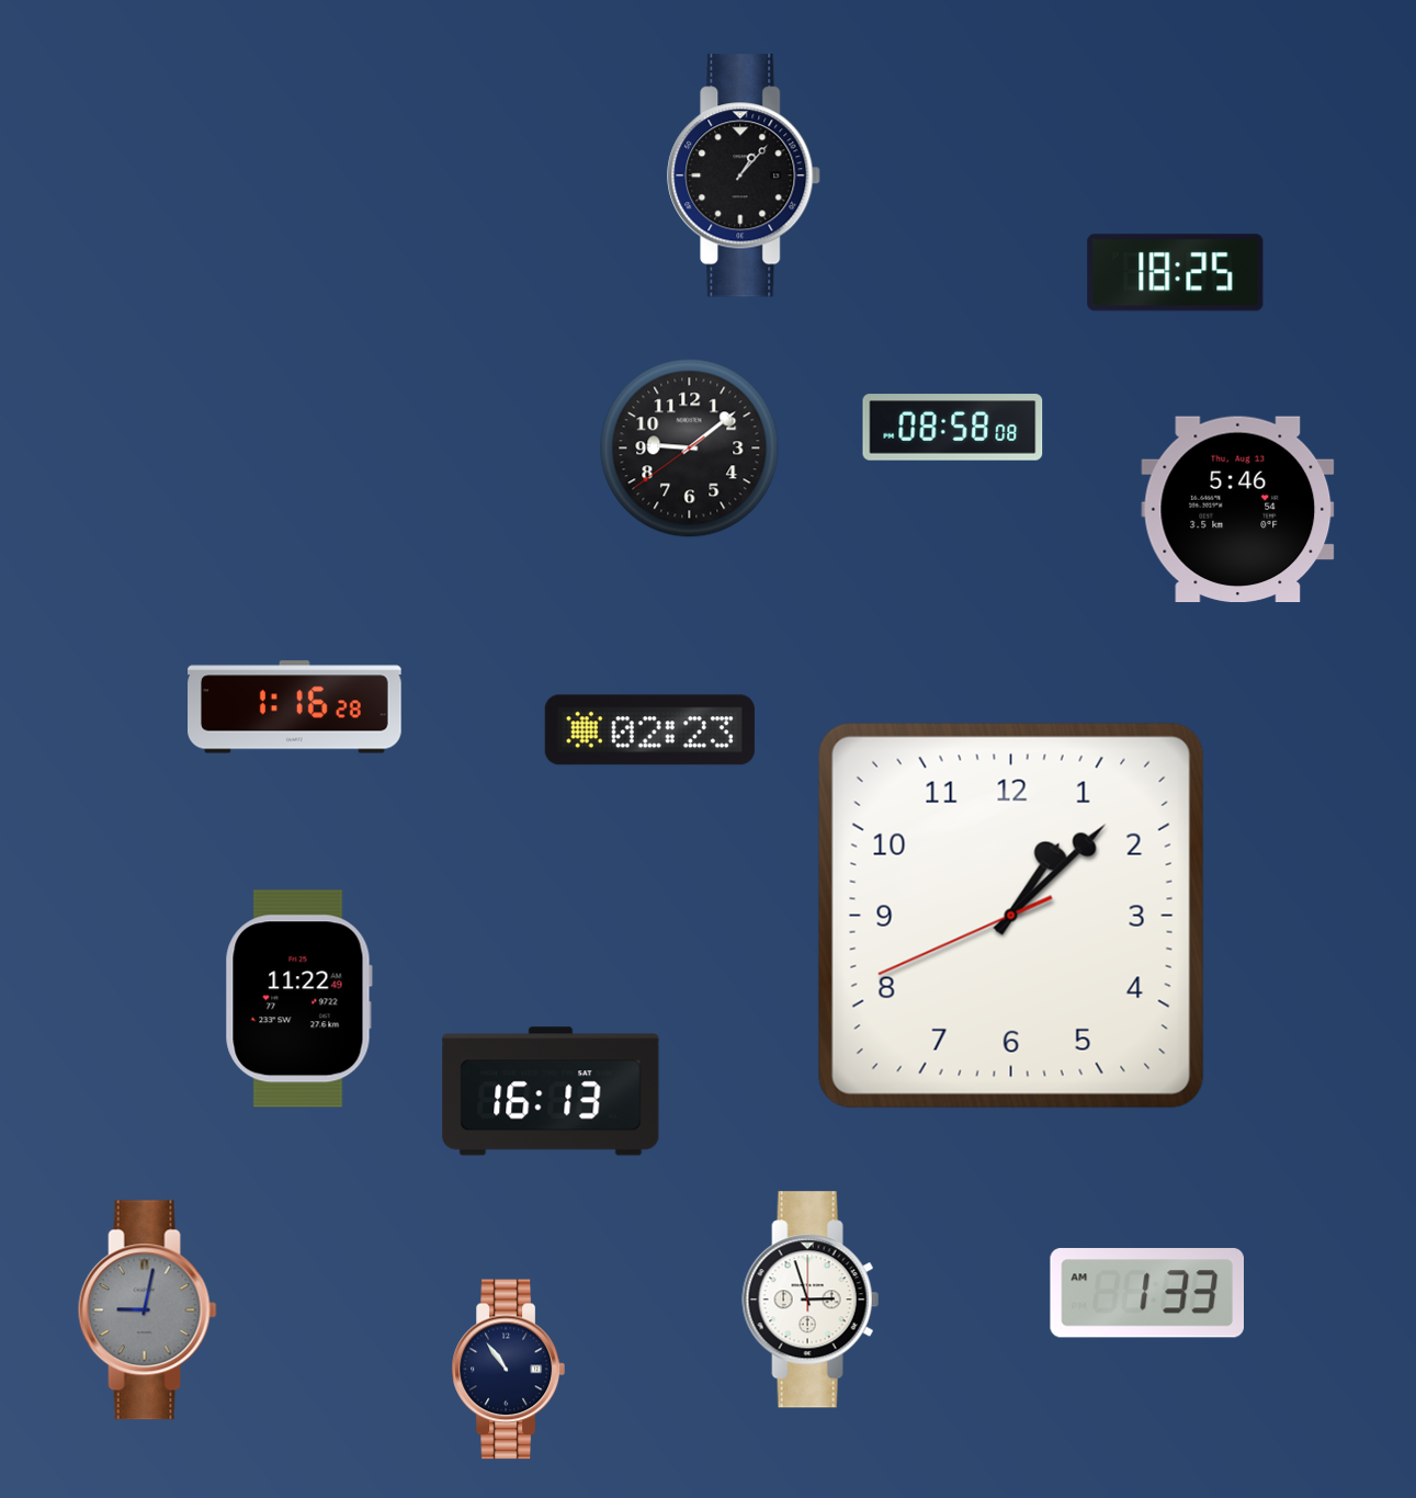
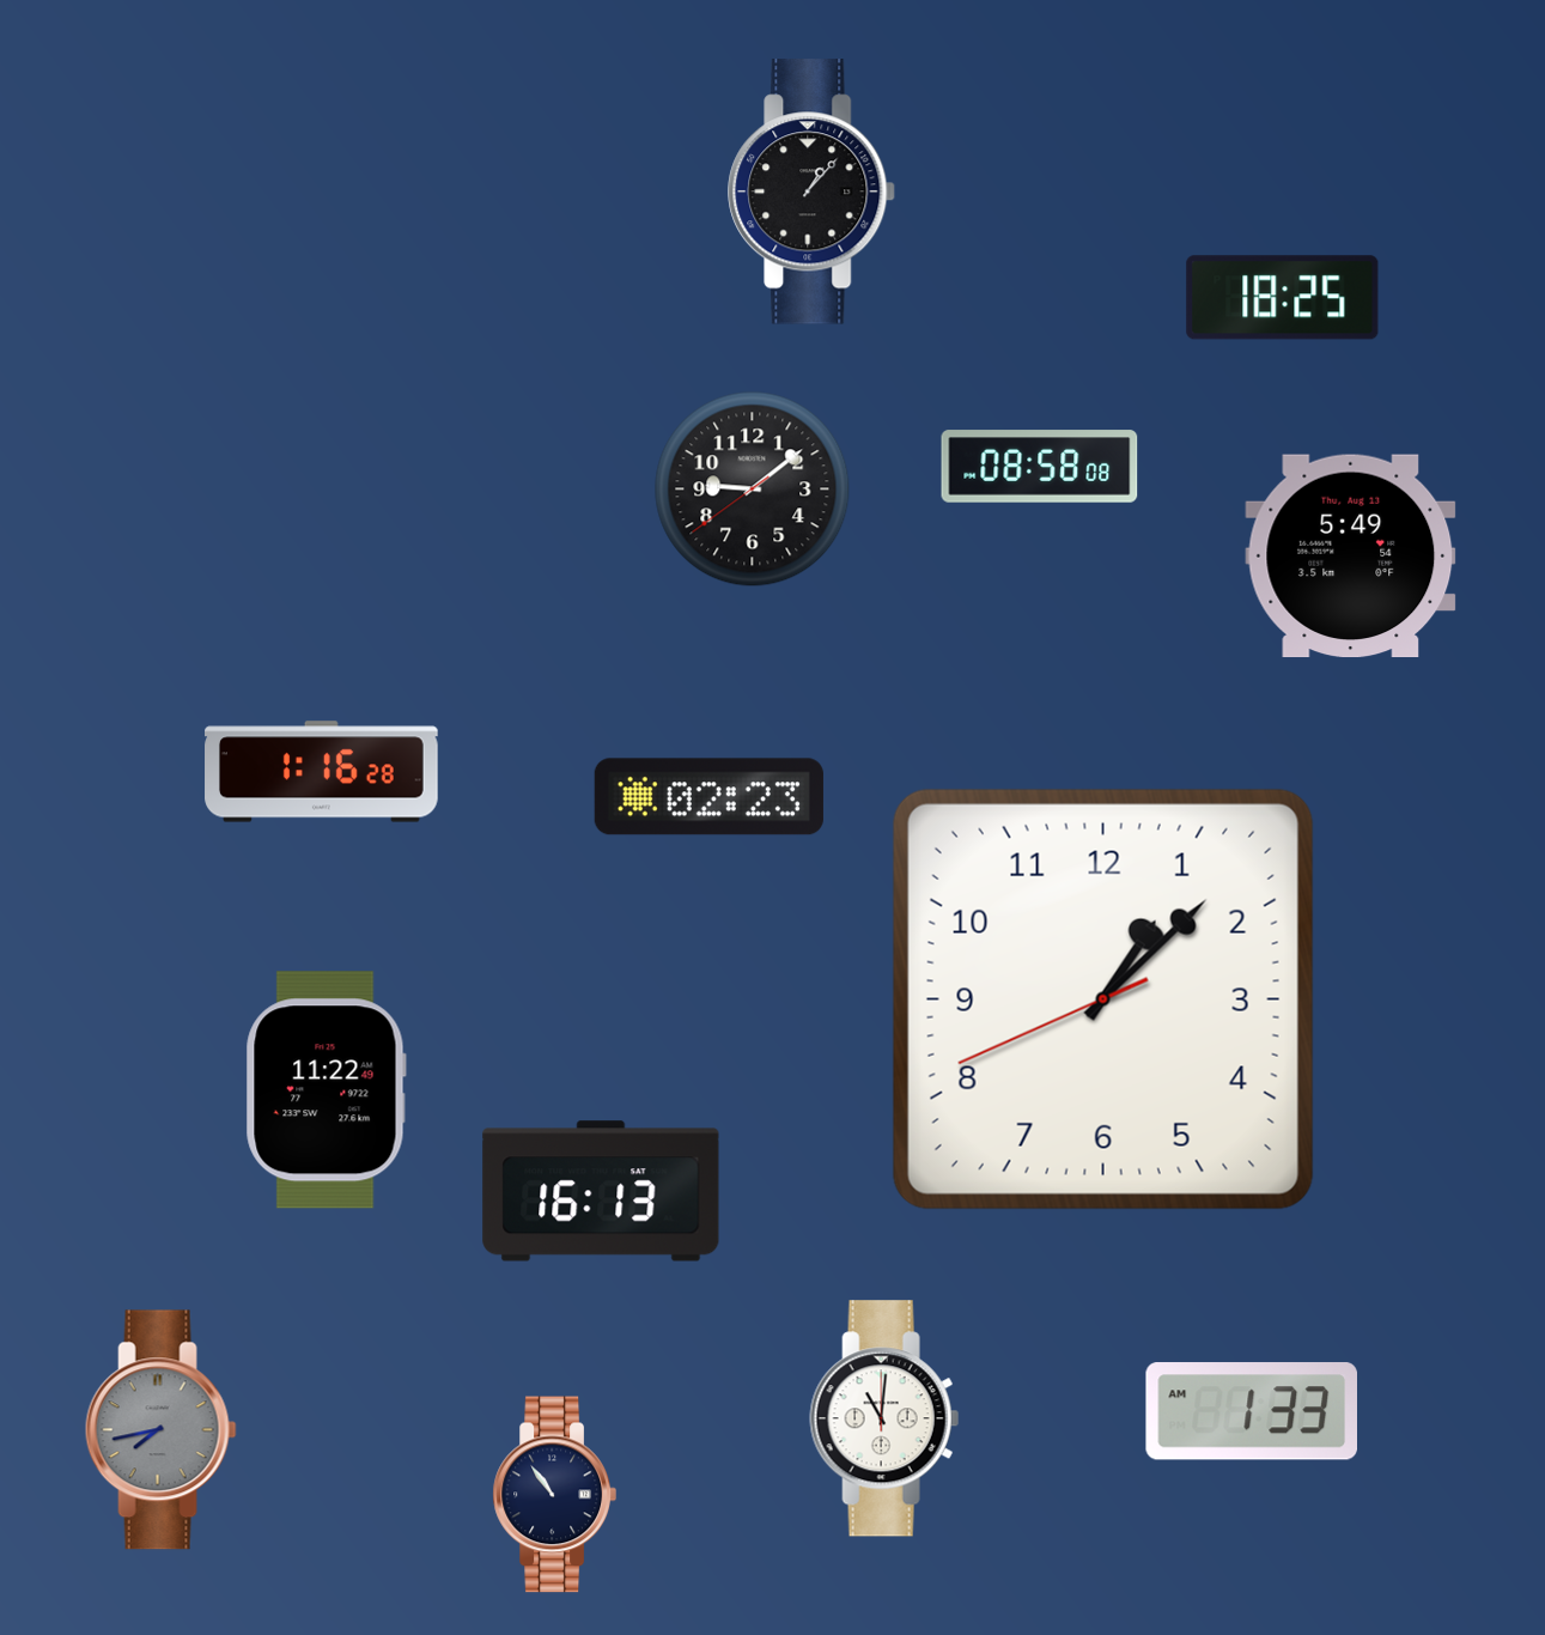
clock at (1238, 510): 5:46 -> 5:49
clock at (811, 1300): 2:57 -> 11:01
clock at (147, 1310): 9:02 -> 7:43
